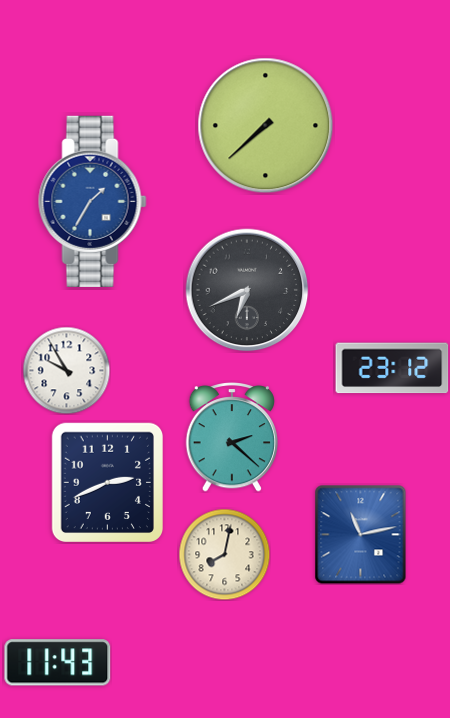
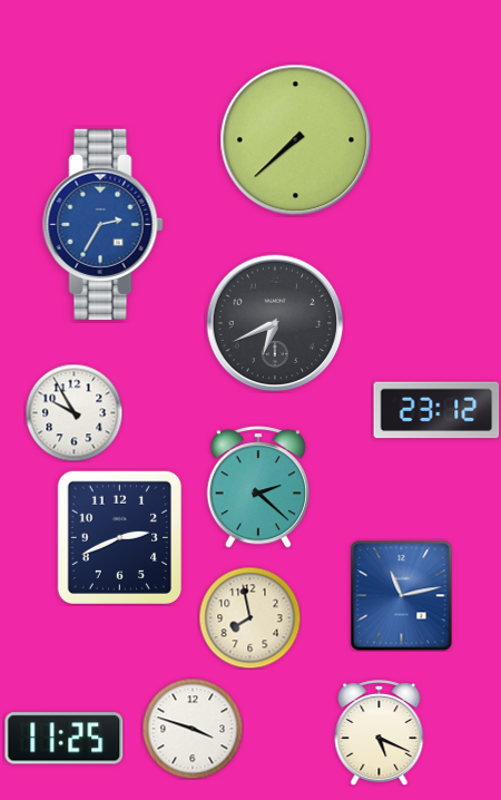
clock at (93, 201): 1:35 -> 2:35
clock at (224, 554): 8:02 -> 7:58
clock at (193, 729): none -> 3:48
clock at (380, 733): none -> 5:19
clock at (58, 663): 11:43 -> 11:25
